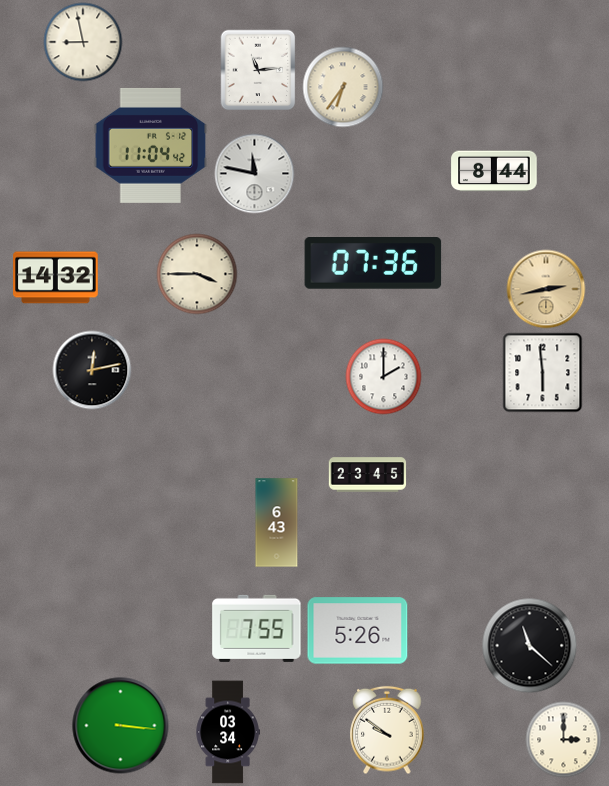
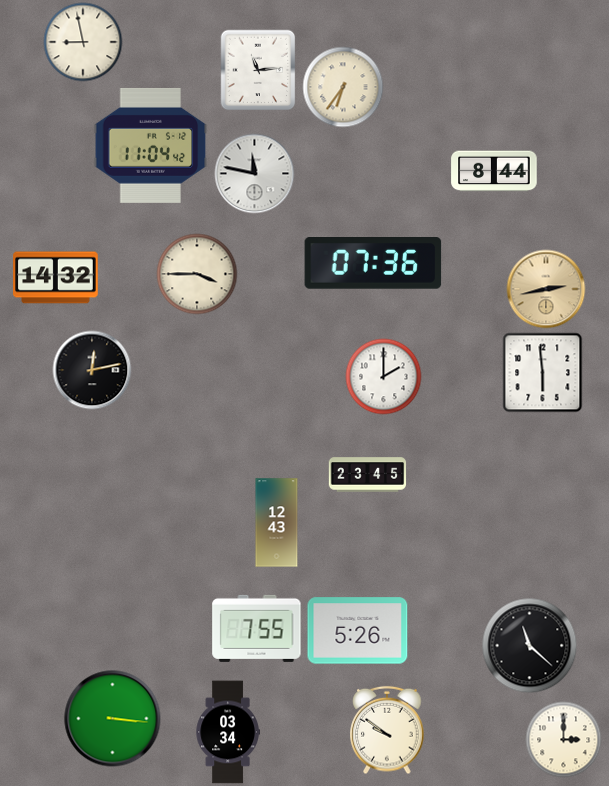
clock at (277, 523): 6:43 -> 12:43
clock at (121, 726) position: (121, 726) -> (113, 719)
